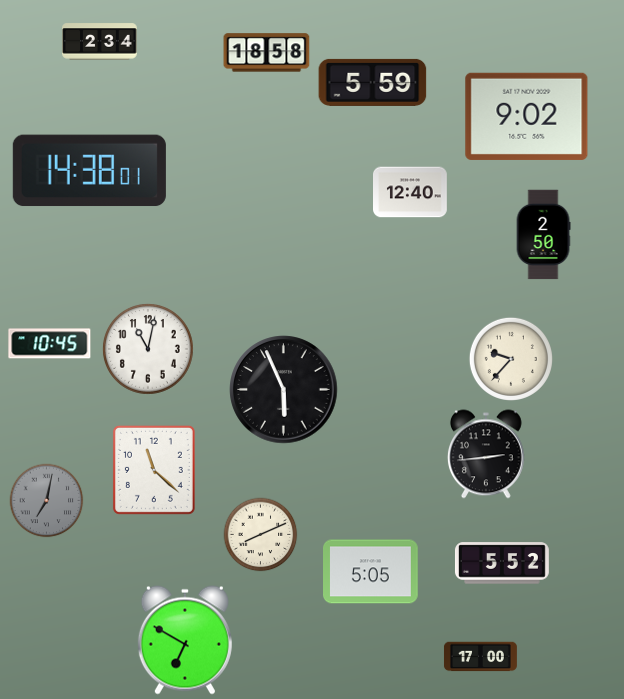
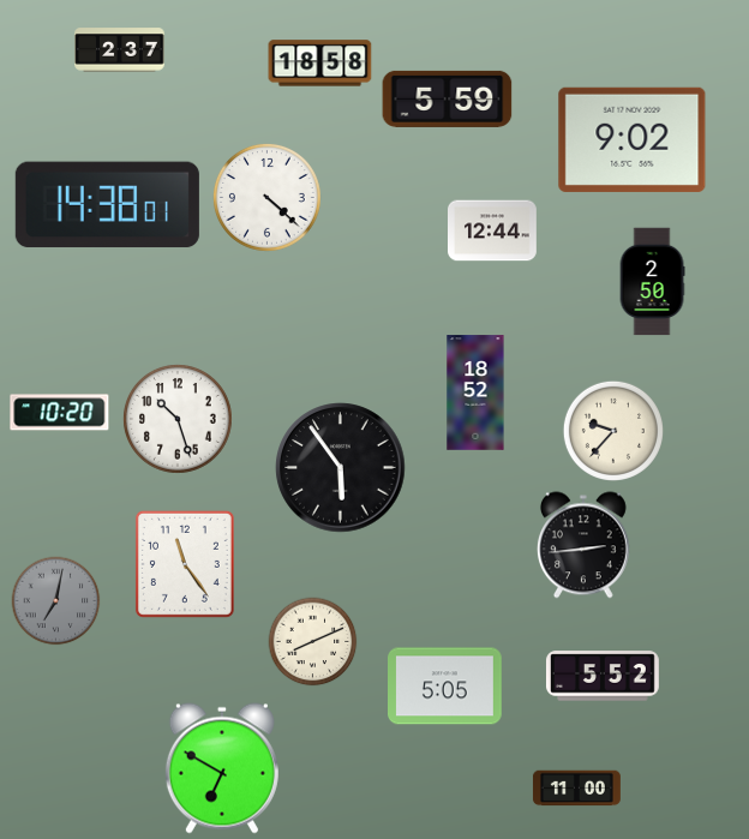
clock at (100, 42): 2:34 -> 2:37
clock at (266, 197): none -> 4:22
clock at (411, 192): 12:40 -> 12:44
clock at (475, 392): none -> 18:52
clock at (50, 344): 10:45 -> 10:20
clock at (148, 349): 11:02 -> 10:27
clock at (284, 390): 5:56 -> 5:54
clock at (154, 470): 11:22 -> 11:24
clock at (480, 657): 17:00 -> 11:00
